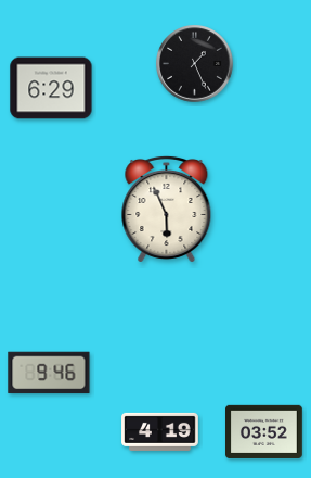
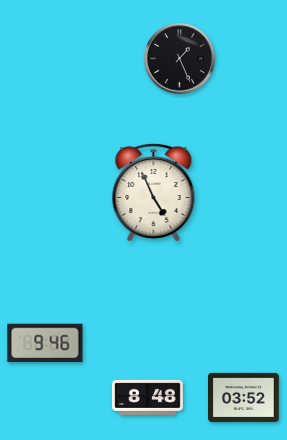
clock at (51, 88): 6:29 -> none
clock at (167, 209): 5:56 -> 4:56
clock at (160, 431): 4:19 -> 8:48
